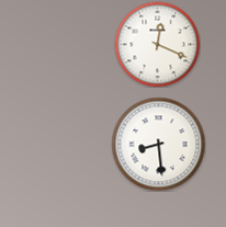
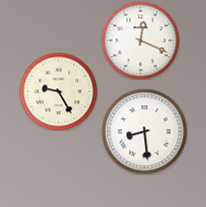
clock at (157, 44) position: (157, 44) -> (140, 40)
clock at (58, 91): none -> 9:25
